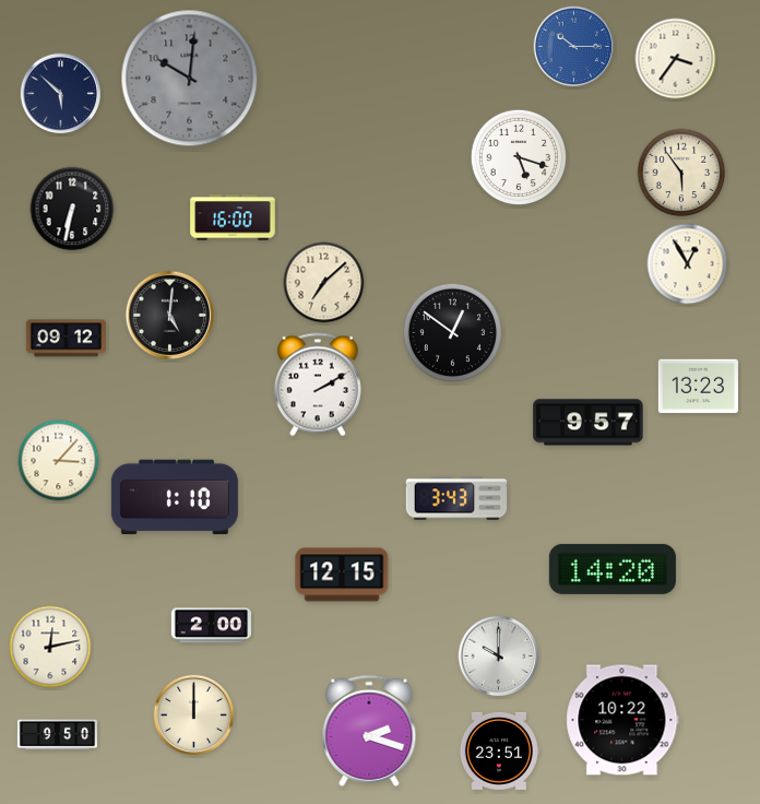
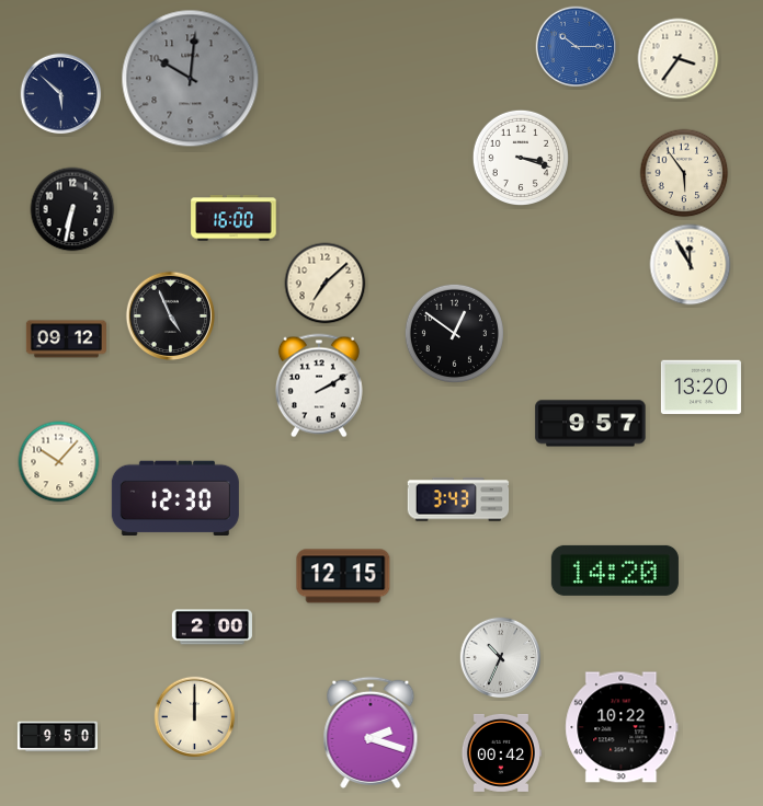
clock at (518, 156): 5:18 -> 3:18
clock at (688, 264): 12:55 -> 11:55
clock at (170, 316): 5:01 -> 4:56
clock at (698, 387): 13:23 -> 13:20
clock at (59, 461): 3:07 -> 10:07
clock at (175, 497): 1:10 -> 12:30
clock at (50, 647): 12:13 -> none
clock at (499, 657): 10:00 -> 10:34
clock at (622, 720) position: (622, 720) -> (622, 727)
clock at (499, 750): 23:51 -> 00:42
